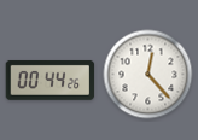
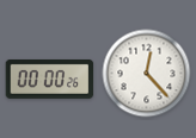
clock at (51, 80): 00:44 -> 00:00
